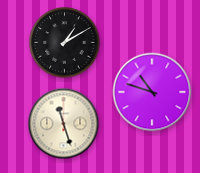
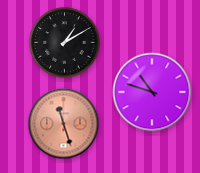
clock at (64, 124) dial: cream -> salmon
